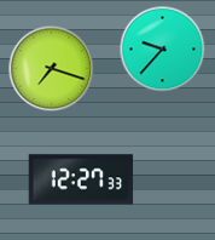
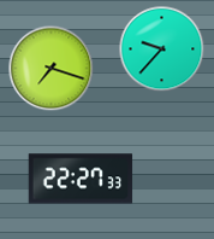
clock at (81, 179): 12:27 -> 22:27
